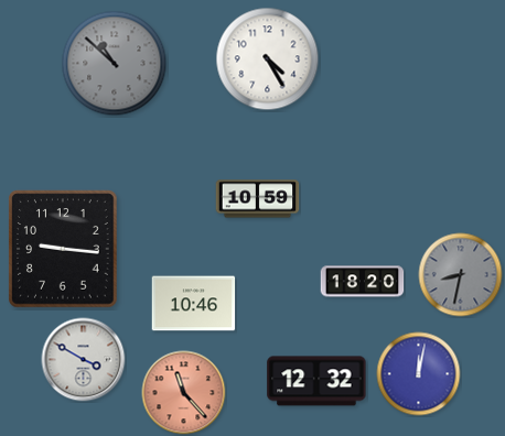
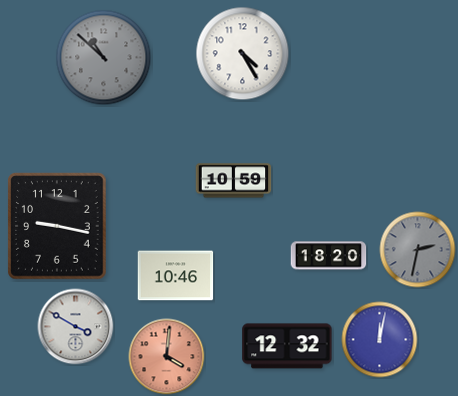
clock at (63, 249): 9:16 -> 9:17
clock at (461, 275): 8:32 -> 2:32
clock at (184, 393): 11:23 -> 4:01
